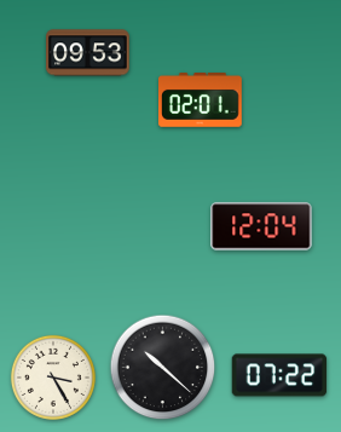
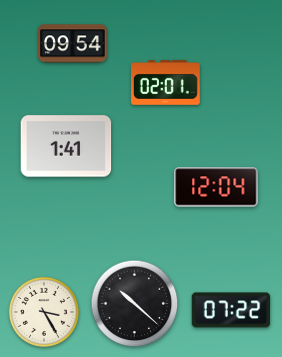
clock at (88, 53): 09:53 -> 09:54
clock at (66, 146): none -> 1:41
